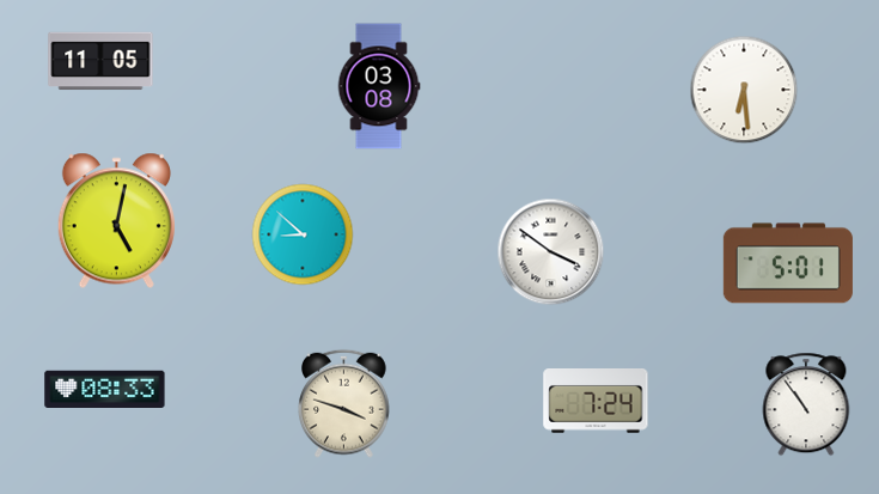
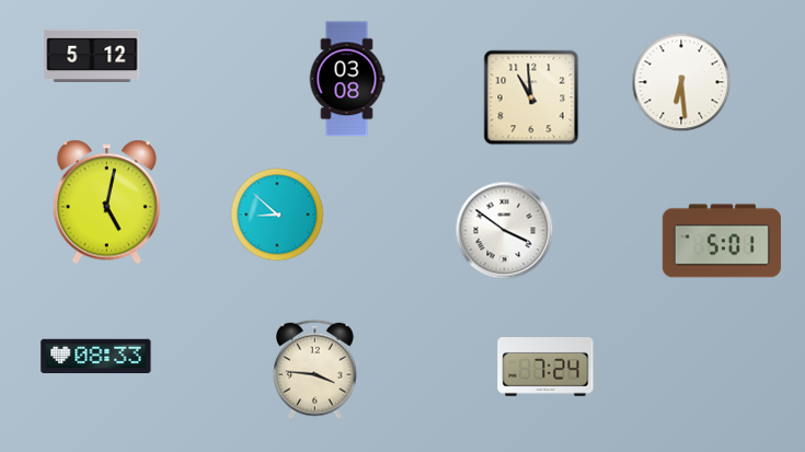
clock at (100, 61): 11:05 -> 5:12
clock at (531, 97): none -> 10:59
clock at (344, 403): 3:48 -> 3:46
clock at (806, 404): 10:54 -> none
